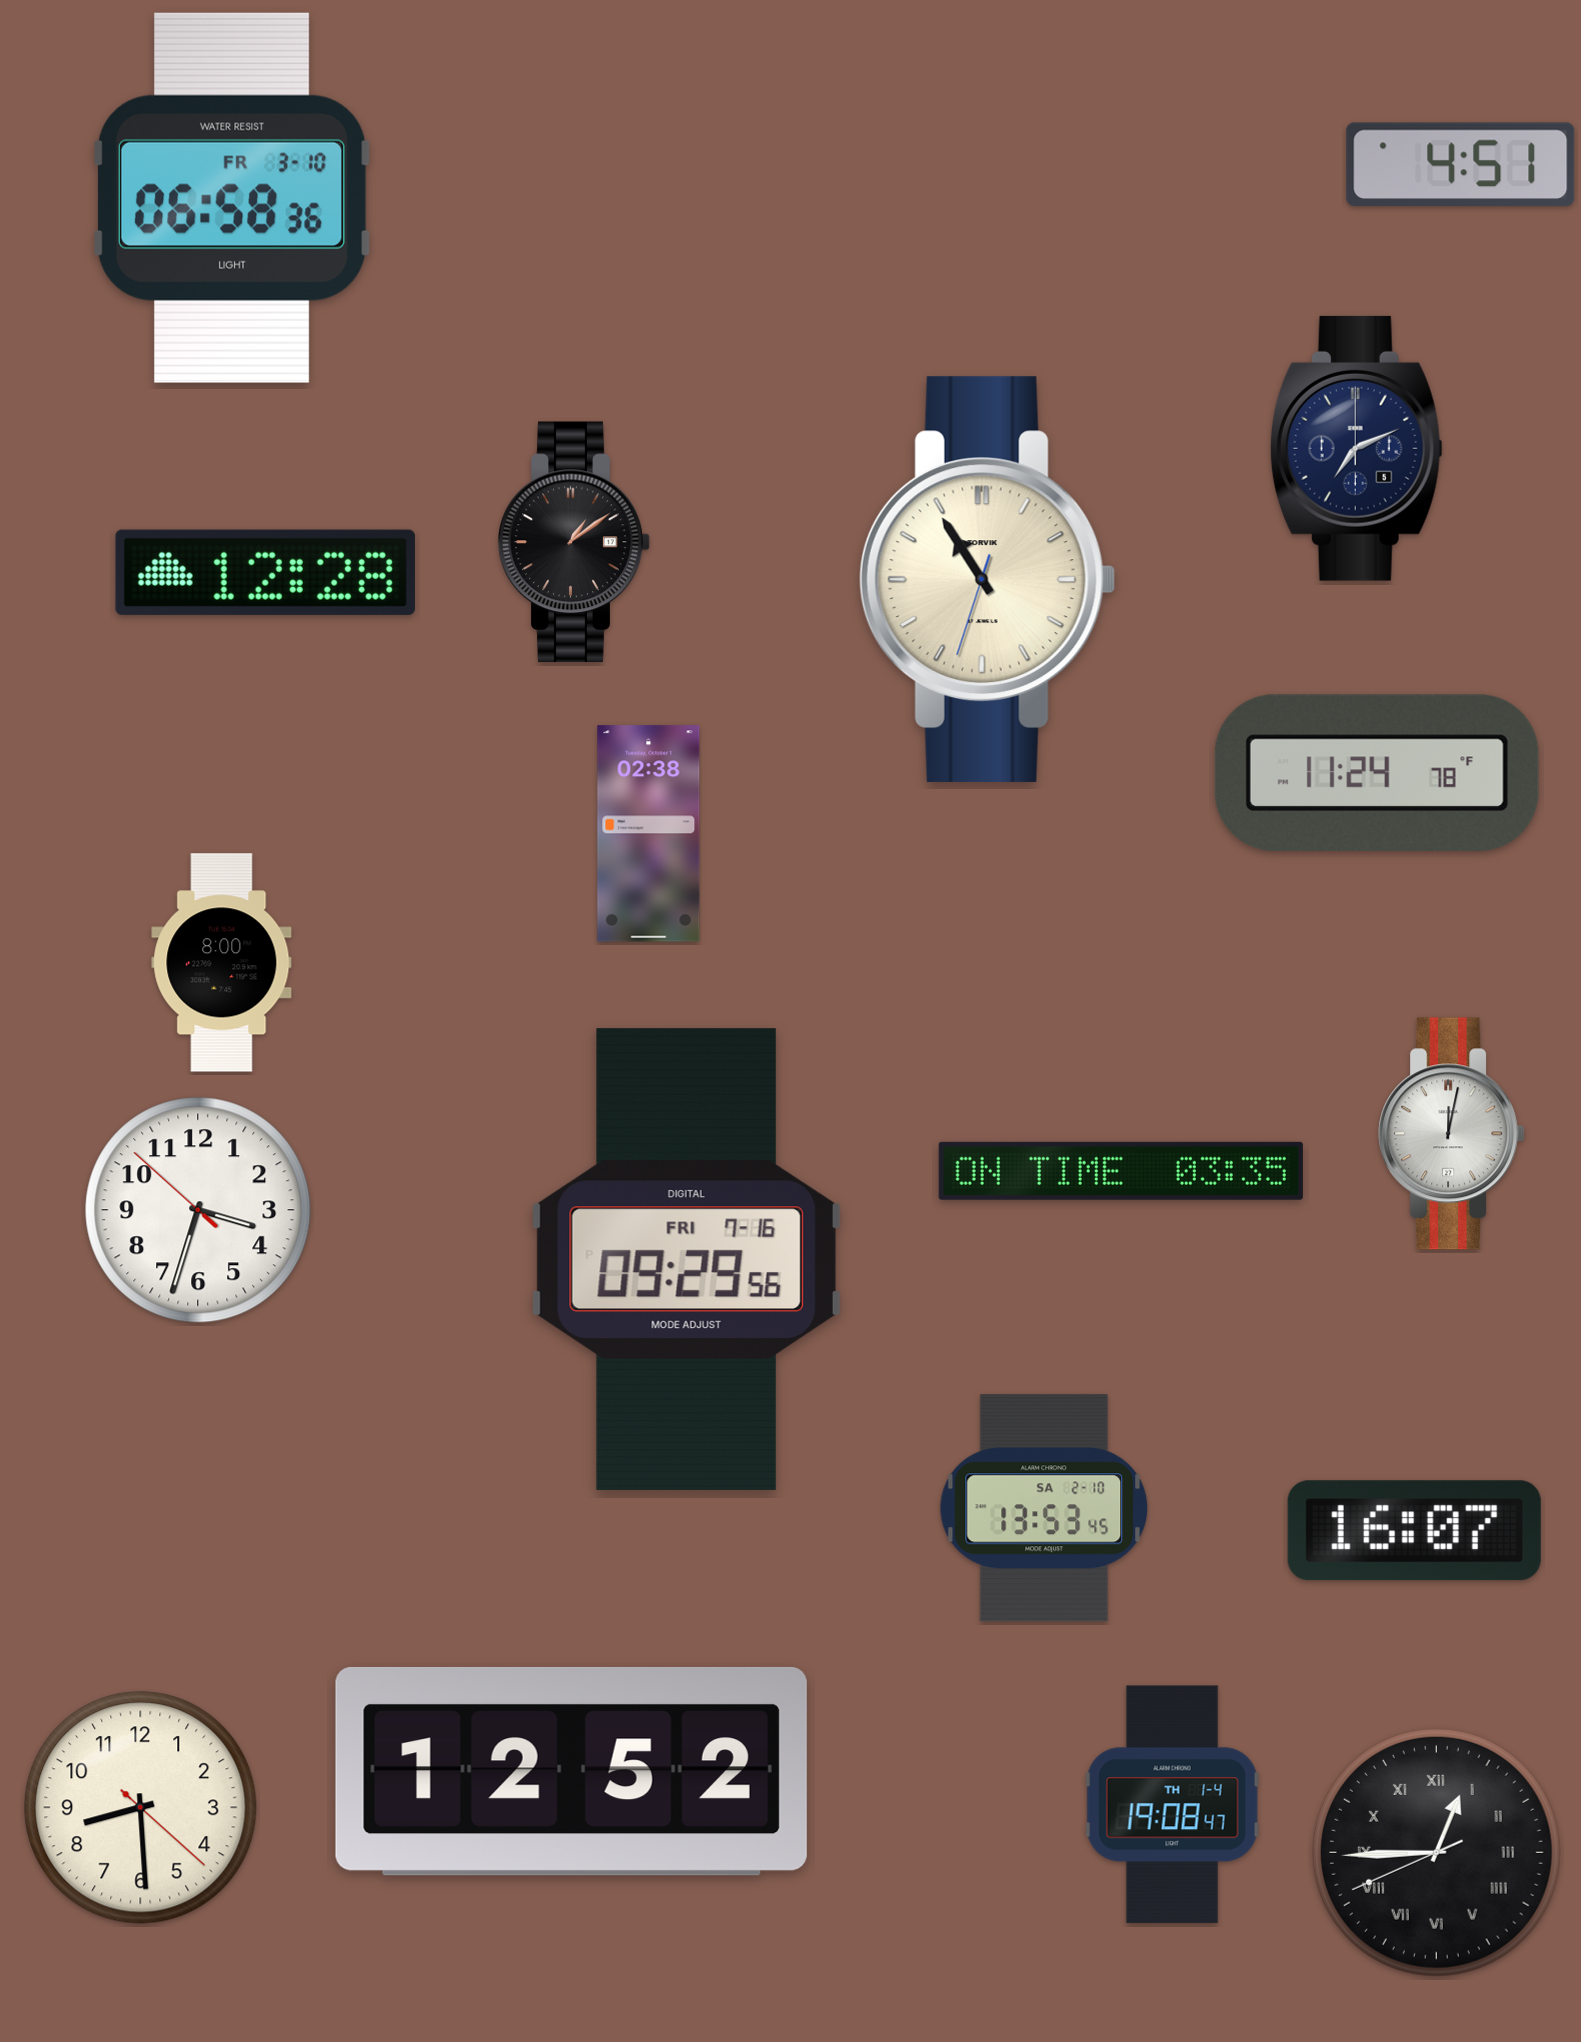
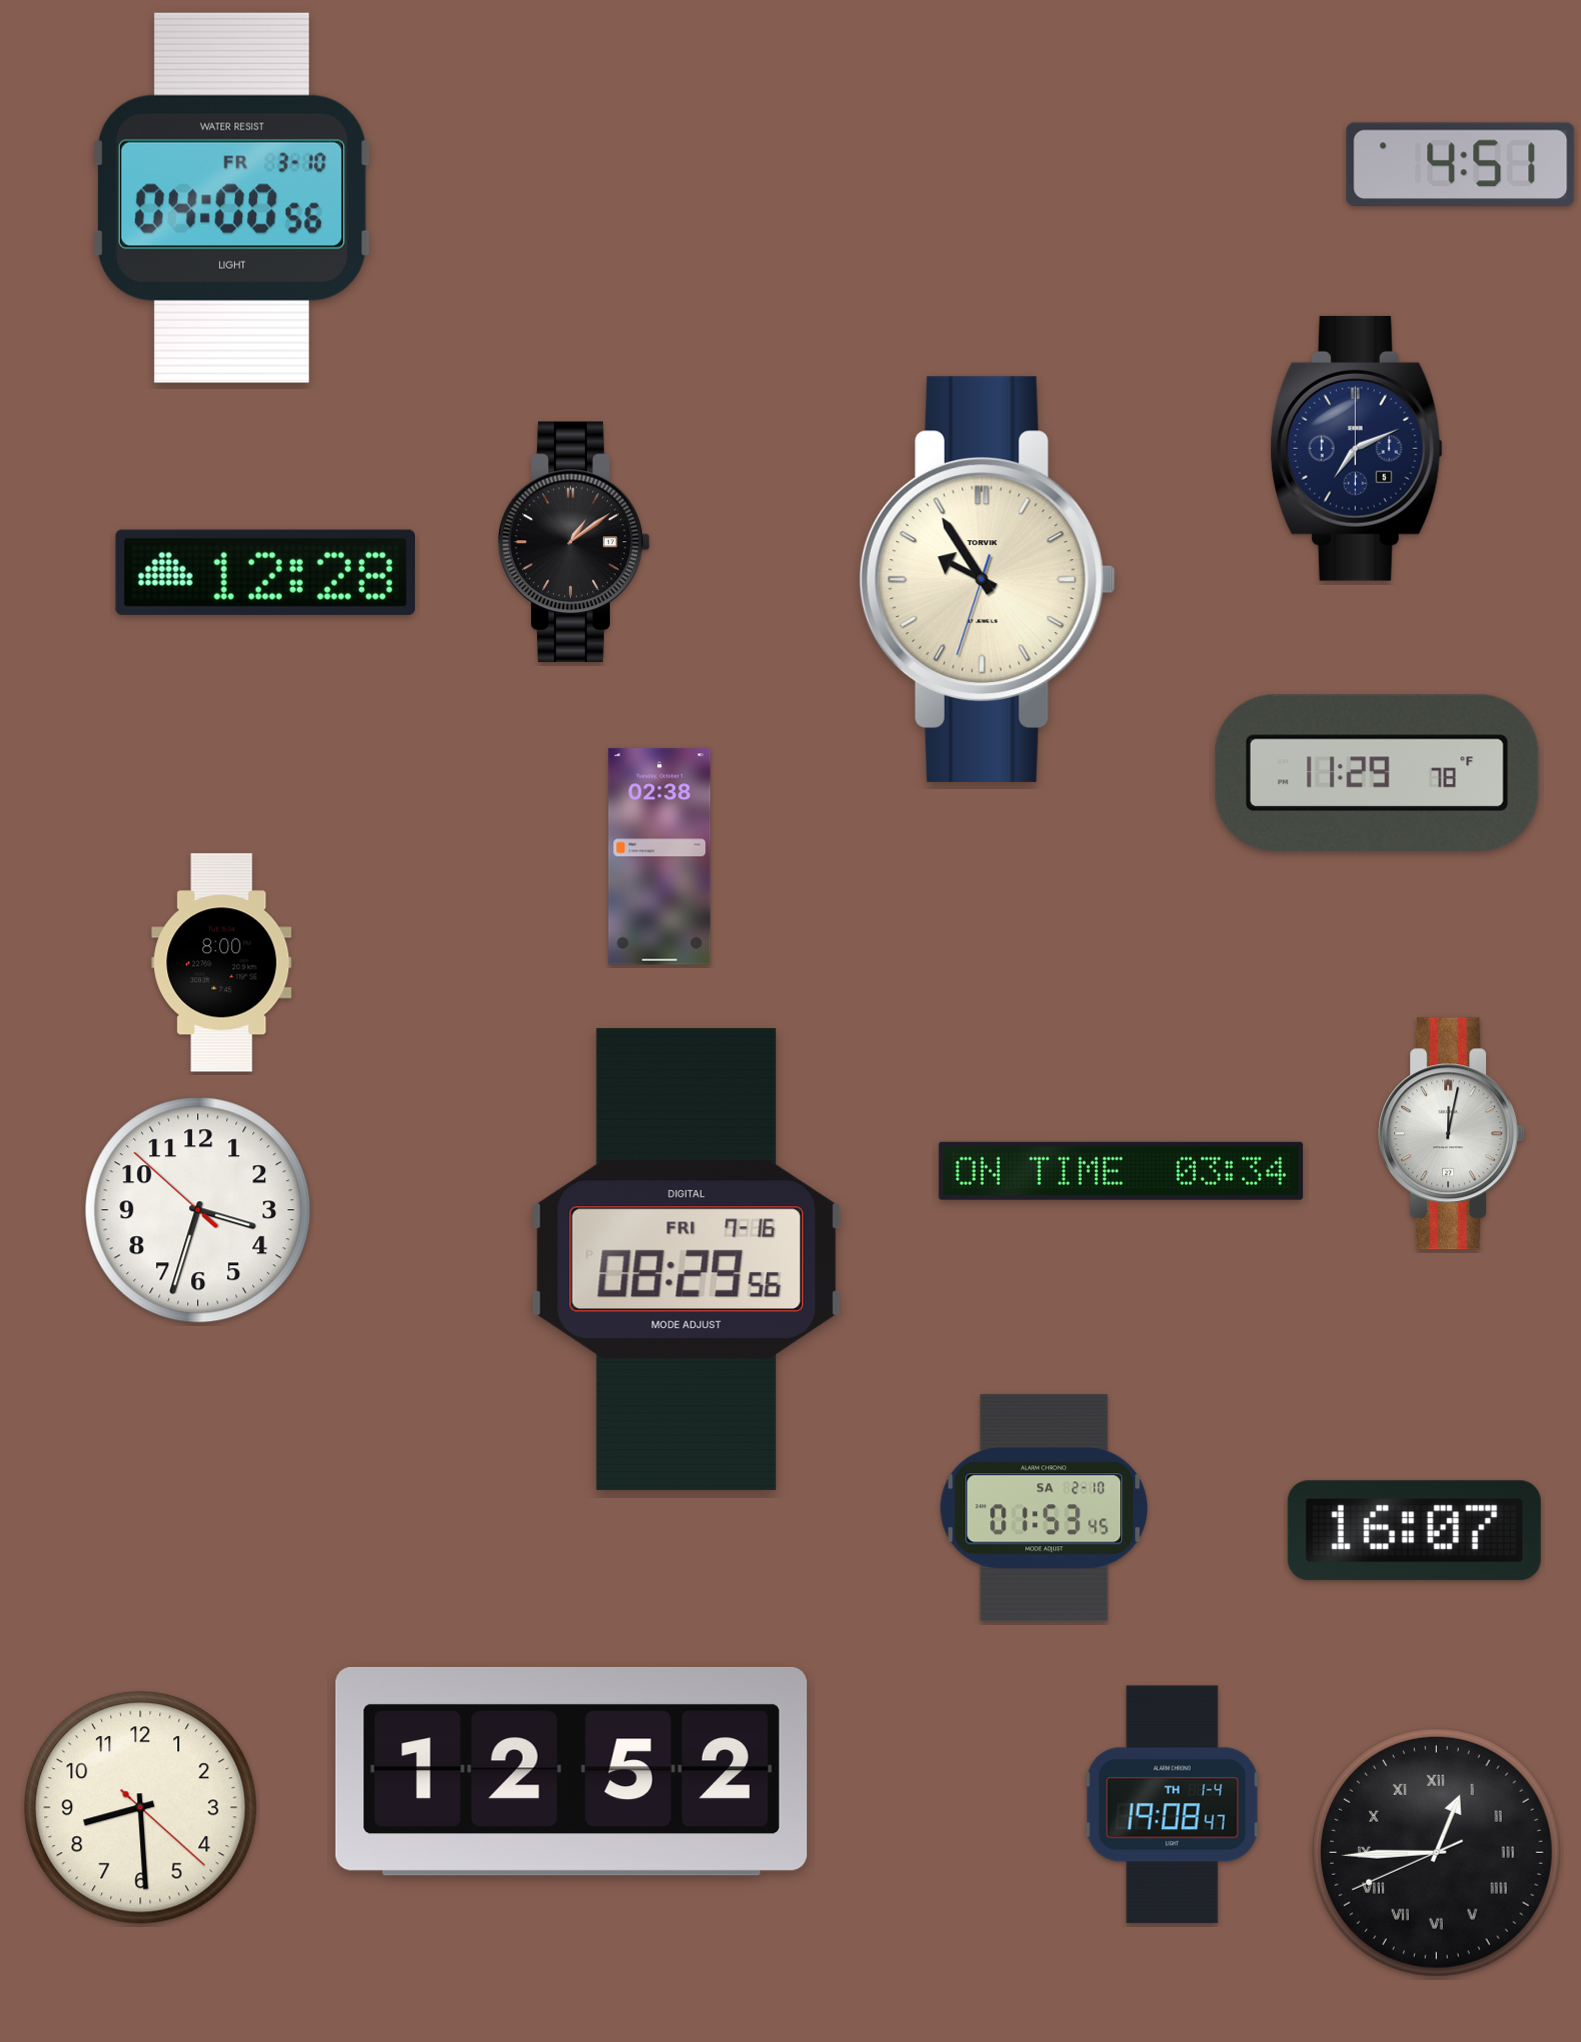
clock at (232, 198): 06:58 -> 04:00
clock at (987, 579): 10:54 -> 9:54
clock at (1377, 773): 11:24 -> 11:29
clock at (649, 834) position: (649, 834) -> (660, 857)
clock at (1121, 1171): 03:35 -> 03:34
clock at (686, 1259): 09:29 -> 08:29
clock at (1044, 1508): 13:53 -> 01:53
